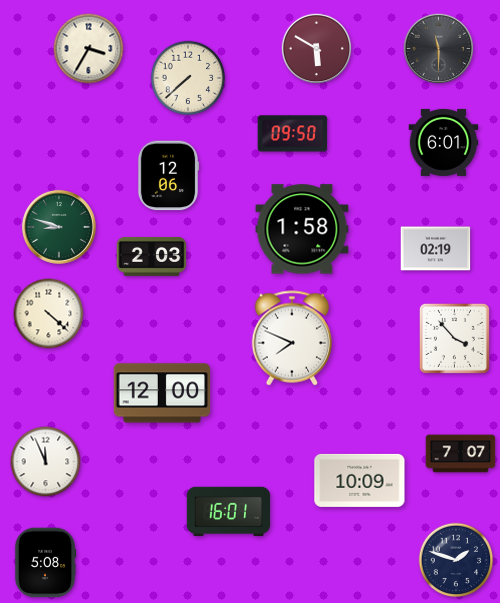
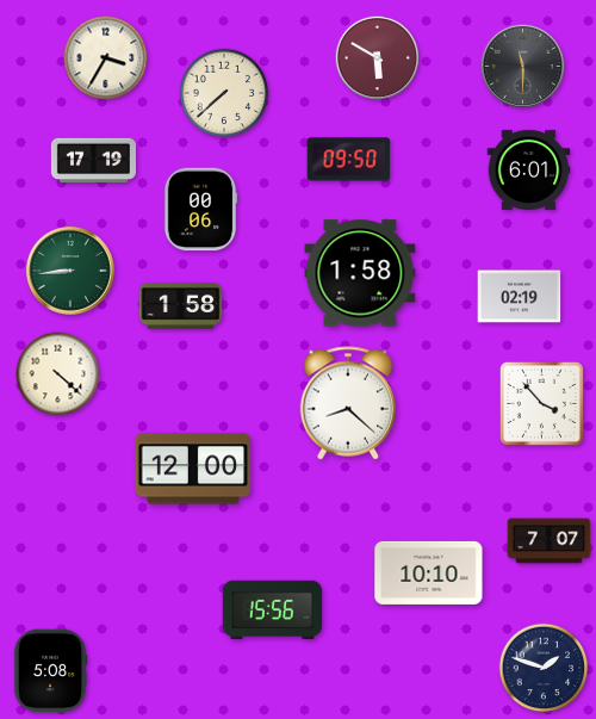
clock at (439, 49) position: (439, 49) -> (523, 67)
clock at (93, 161): none -> 17:19
clock at (168, 176): 12:06 -> 00:06
clock at (59, 227): 8:48 -> 8:44
clock at (152, 257): 2:03 -> 1:58
clock at (292, 338): 7:49 -> 8:22
clock at (46, 462): 11:56 -> none
clock at (360, 480): 10:09 -> 10:10
clock at (229, 512): 16:01 -> 15:56
clock at (45, 563) position: (45, 563) -> (50, 671)
